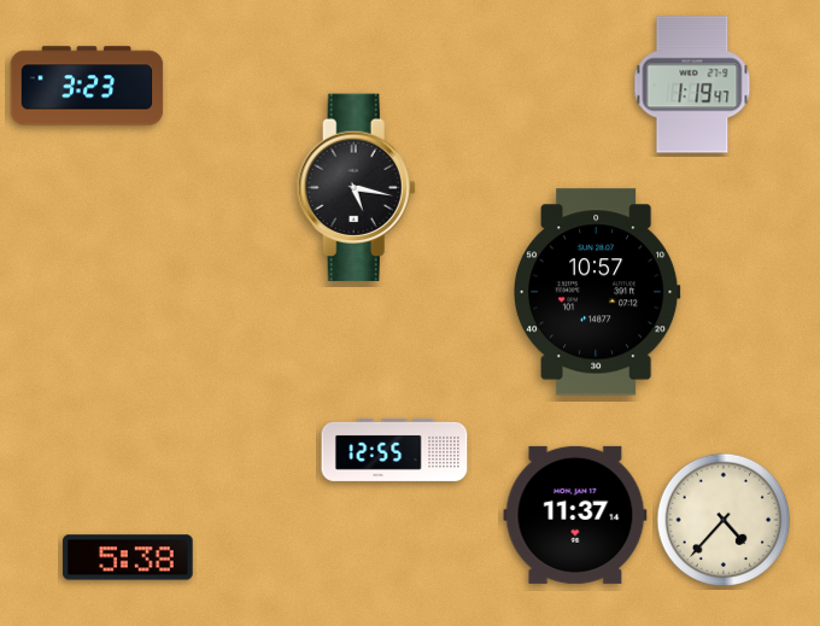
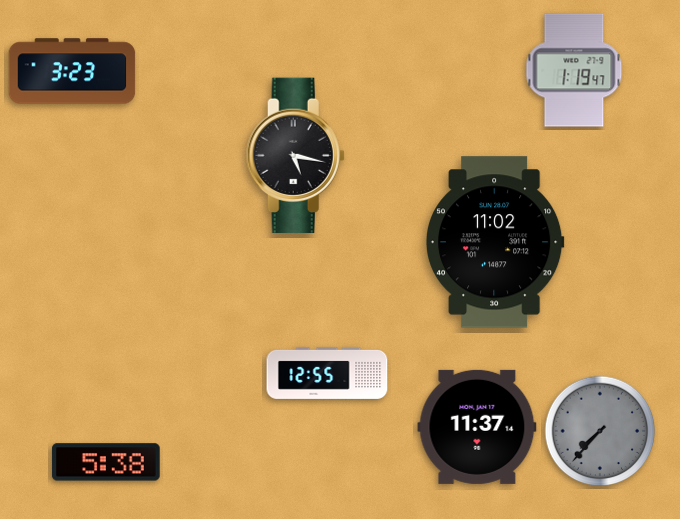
clock at (597, 292): 10:57 -> 11:02
clock at (724, 520): 4:37 -> 7:37
clock at (724, 520) dial: cream -> grey
